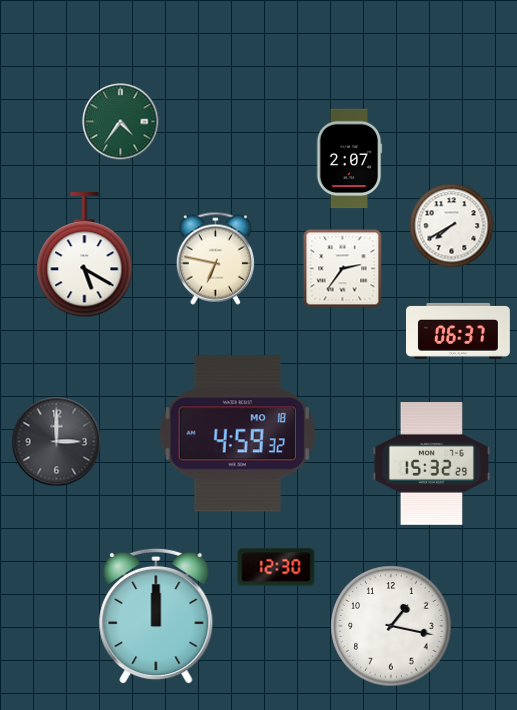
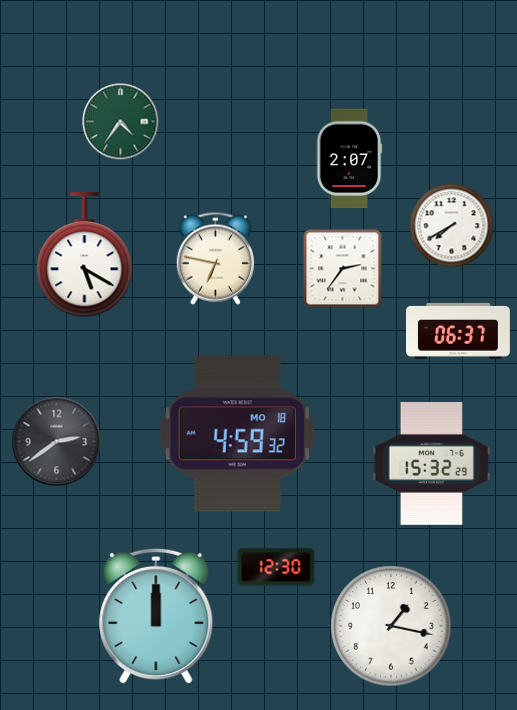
clock at (57, 442): 3:00 -> 2:39
